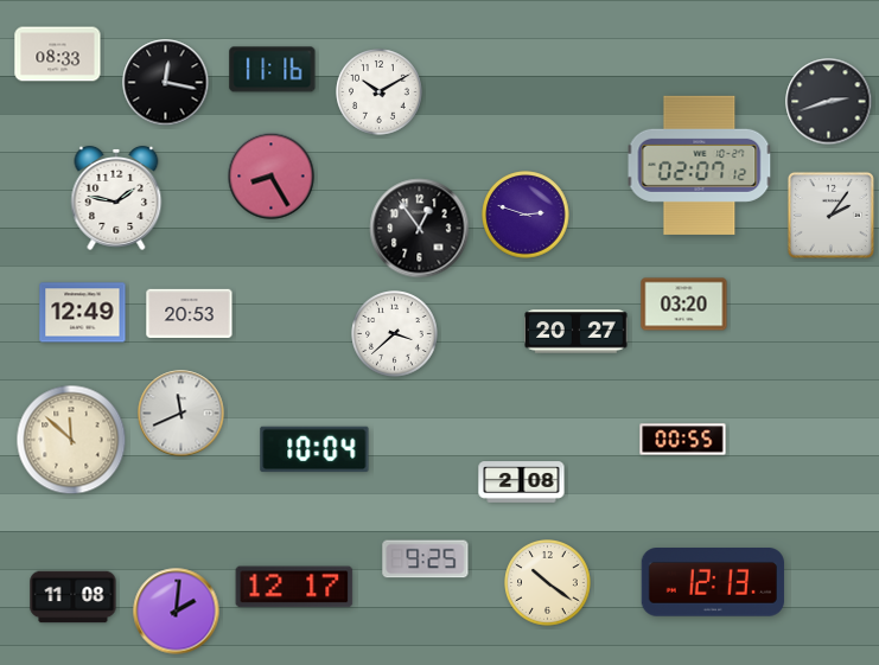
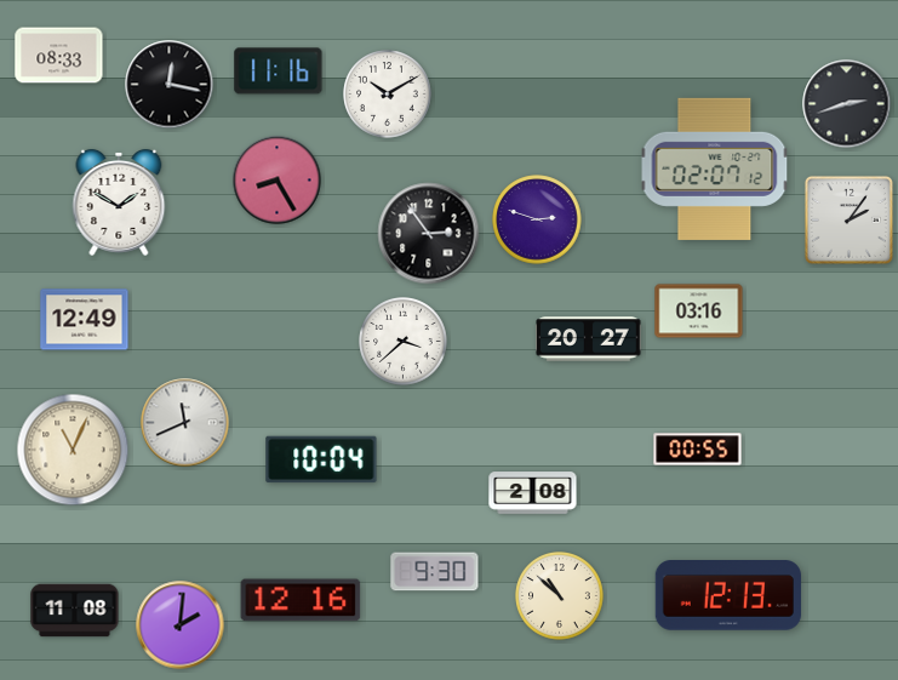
clock at (116, 198): 1:47 -> 1:50
clock at (420, 229): 12:54 -> 2:54
clock at (684, 305): 03:20 -> 03:16
clock at (190, 314): 20:53 -> none
clock at (71, 440): 11:52 -> 11:04
clock at (426, 560): 9:25 -> 9:30
clock at (548, 583): 10:21 -> 10:52
clock at (294, 587): 12:17 -> 12:16
